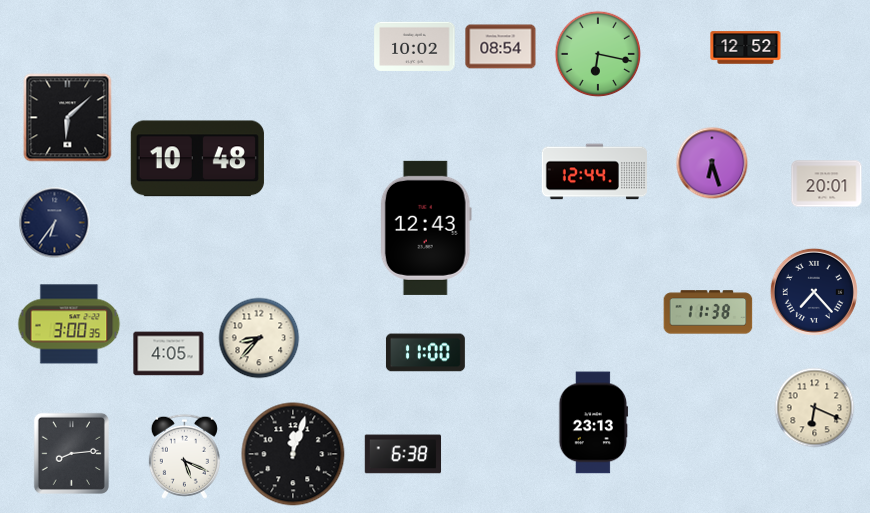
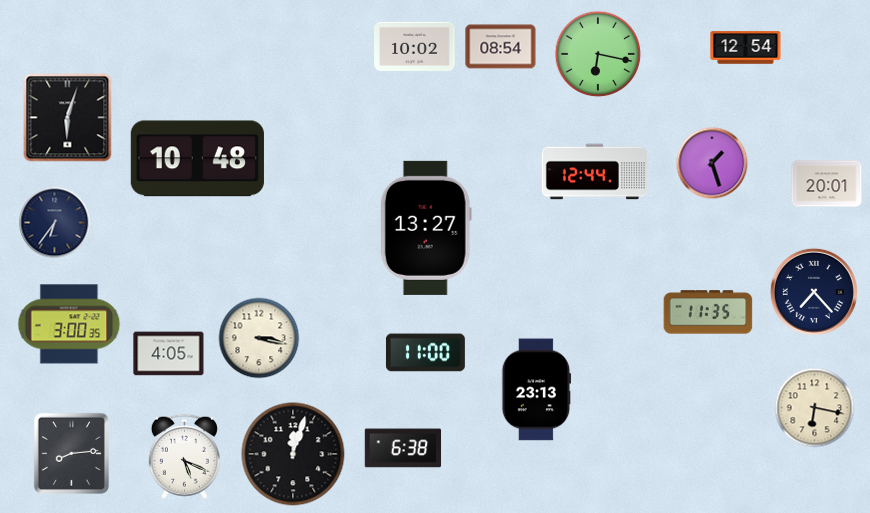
clock at (746, 48): 12:52 -> 12:54
clock at (68, 118): 6:08 -> 6:03
clock at (712, 163): 6:27 -> 1:27
clock at (426, 228): 12:43 -> 13:27
clock at (708, 312): 11:38 -> 11:35
clock at (259, 338): 8:37 -> 3:17
clock at (815, 408): 6:19 -> 6:17
clock at (594, 423) position: (594, 423) -> (537, 390)
clock at (403, 454) position: (403, 454) -> (403, 448)
